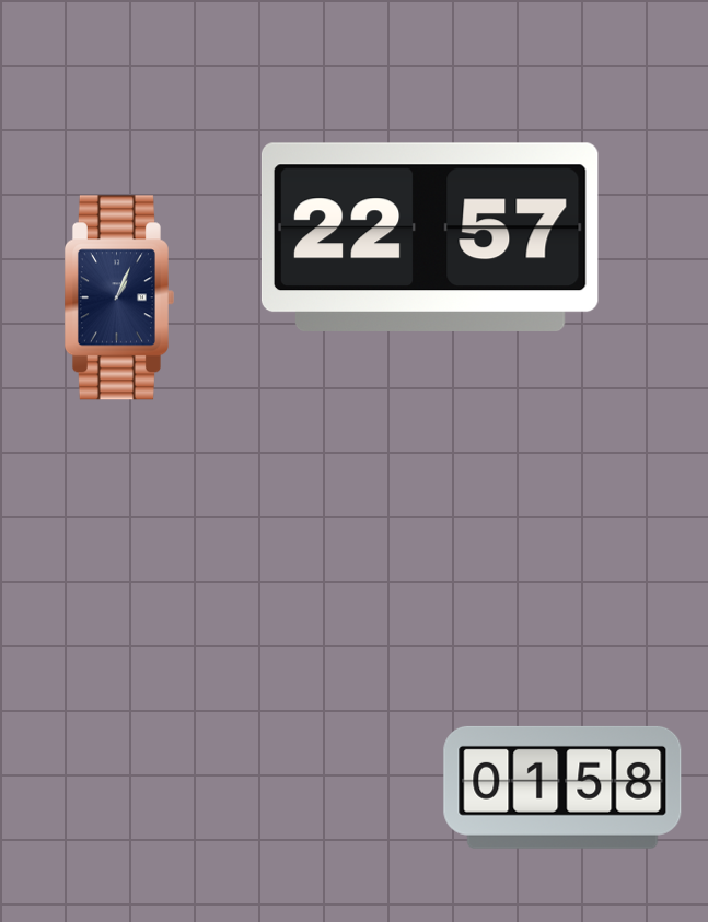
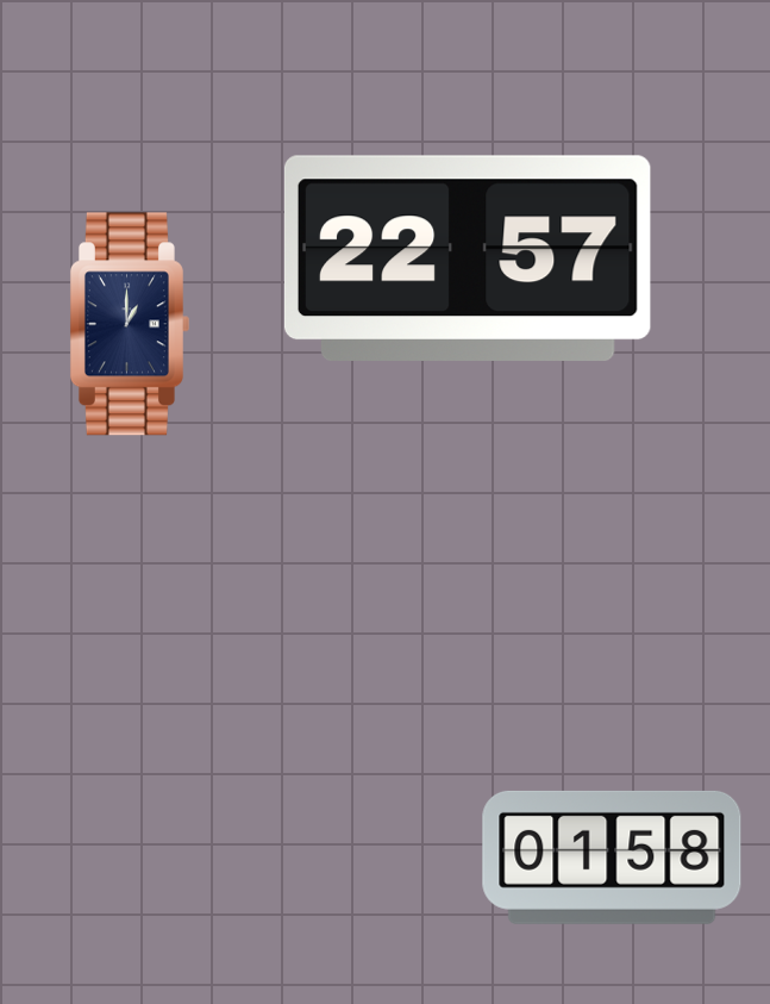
clock at (119, 297): 1:04 -> 1:00
